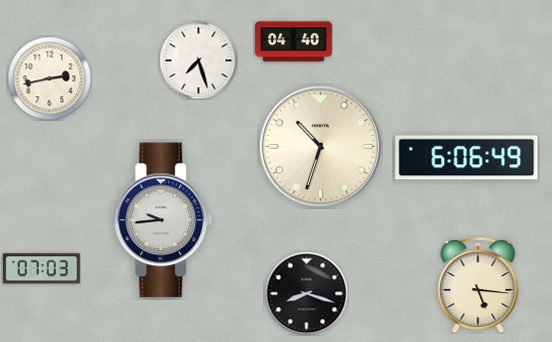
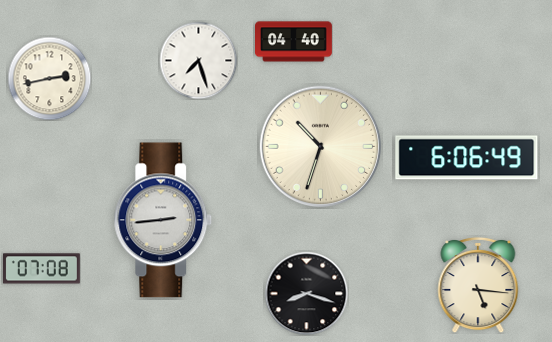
clock at (163, 220): 9:44 -> 2:44
clock at (41, 269): 07:03 -> 07:08
